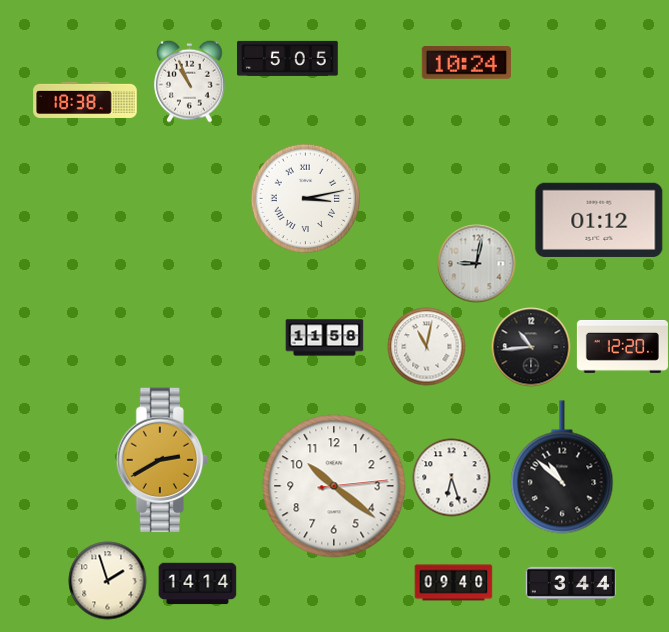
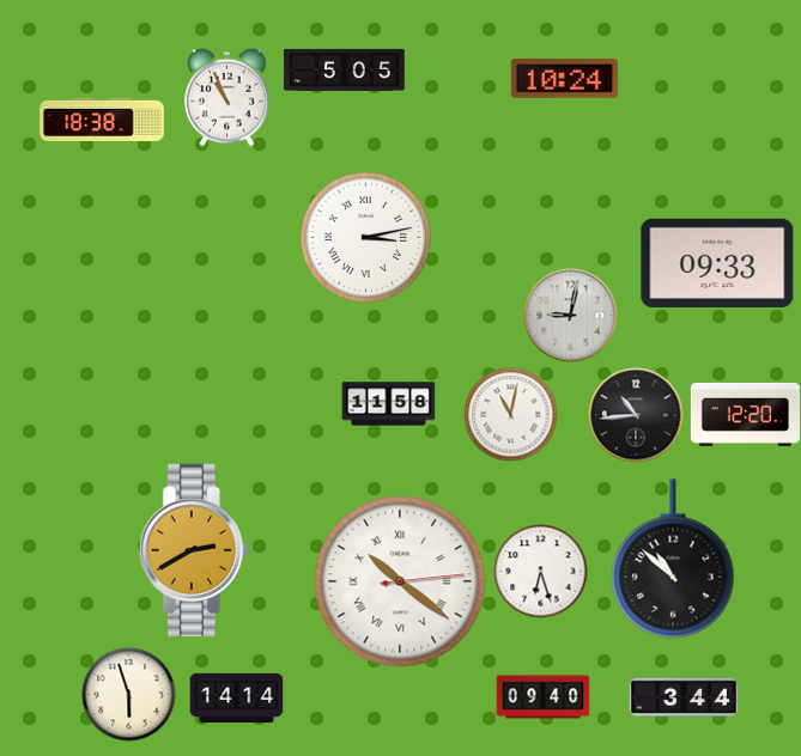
clock at (466, 63) position: (466, 63) -> (564, 79)
clock at (599, 220): 01:12 -> 09:33
clock at (334, 486) numerals: Arabic -> Roman
clock at (107, 580): 1:57 -> 5:57
